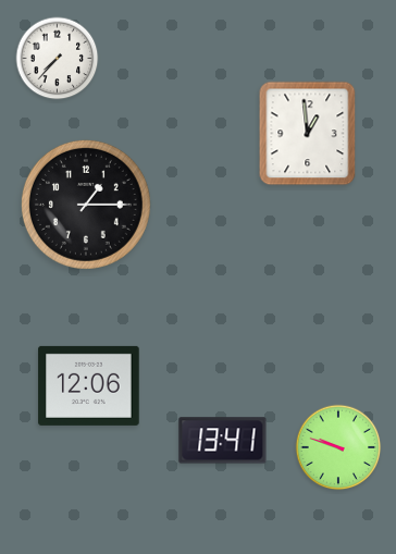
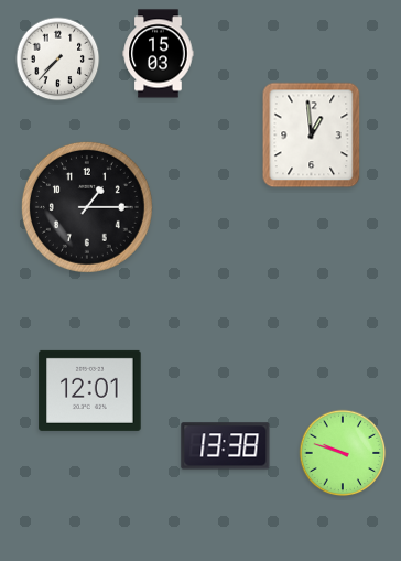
clock at (159, 54): none -> 15:03
clock at (89, 385): 12:06 -> 12:01
clock at (223, 441): 13:41 -> 13:38
